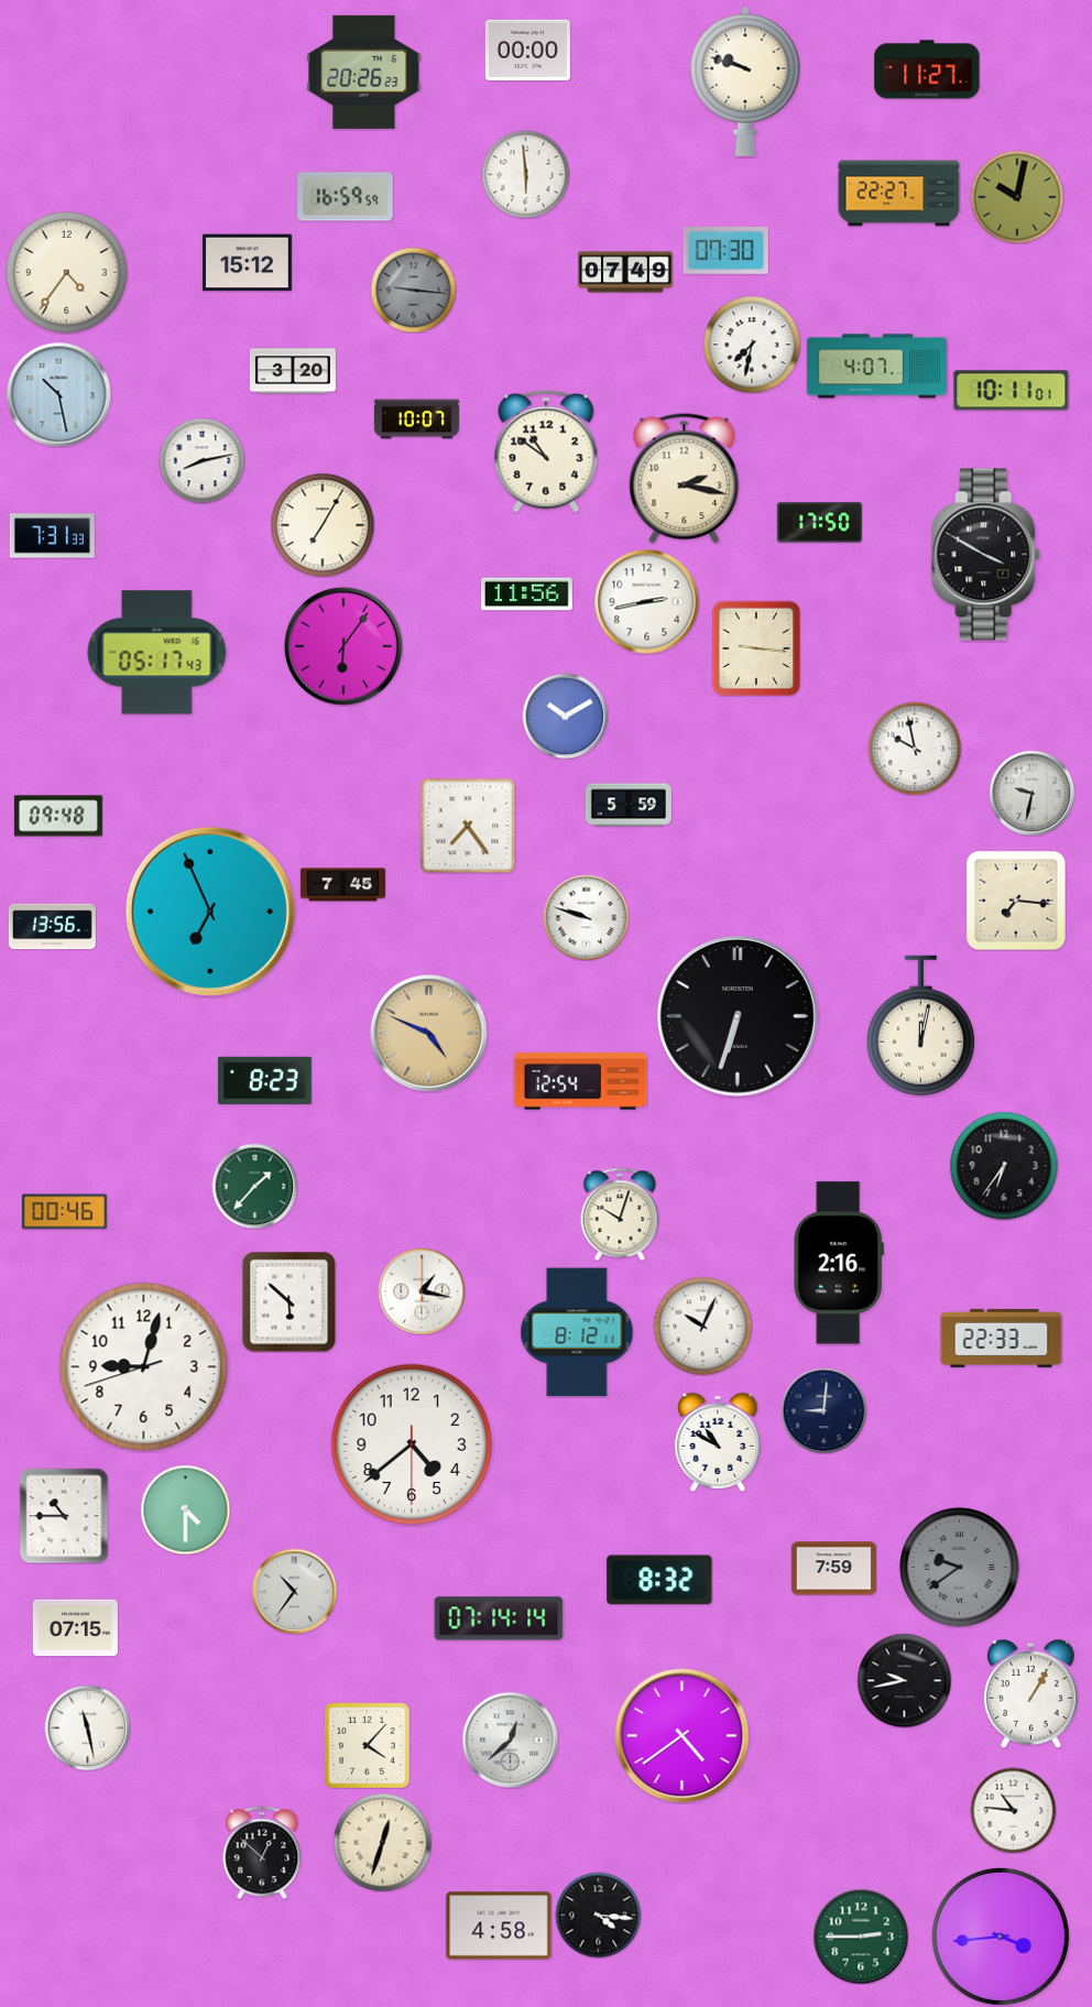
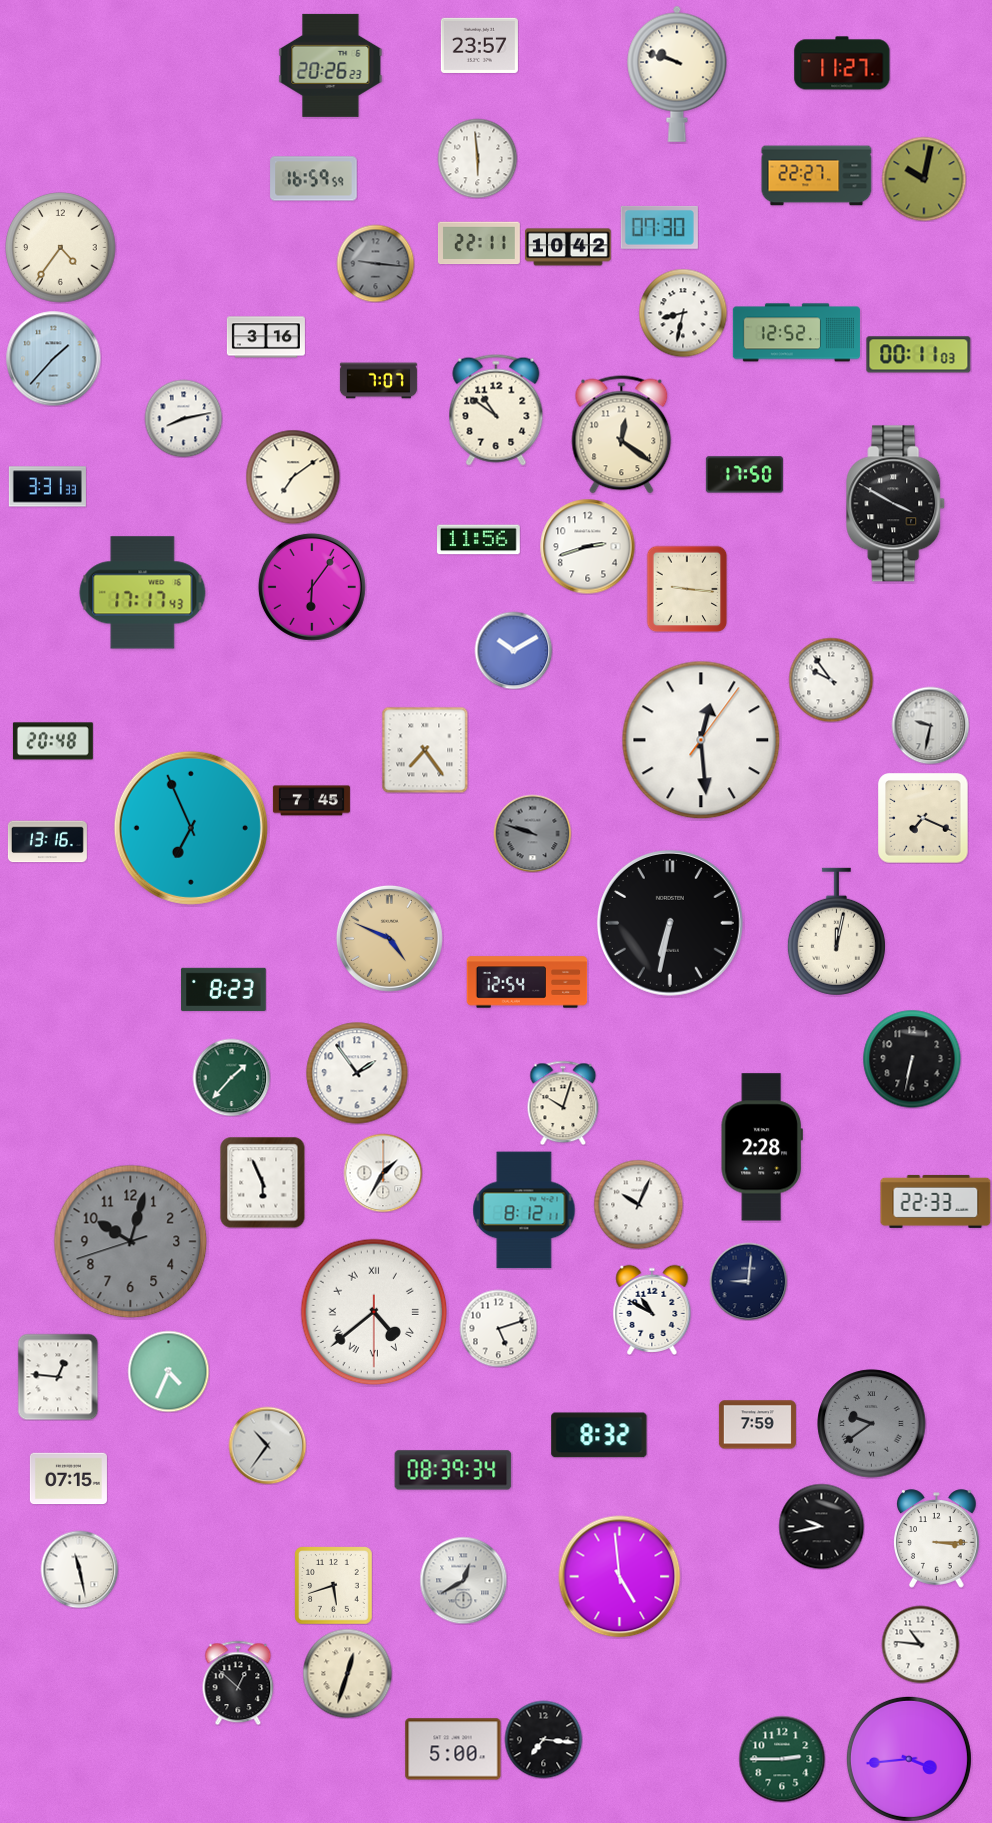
clock at (527, 50): 00:00 -> 23:57
clock at (247, 263): 15:12 -> none
clock at (479, 243): none -> 22:11
clock at (625, 272): 07:49 -> 10:42
clock at (752, 345): 7:32 -> 8:32
clock at (876, 367): 4:07 -> 12:52
clock at (293, 371): 3:20 -> 3:16
clock at (1012, 391): 10:11 -> 00:11
clock at (58, 394): 10:28 -> 1:37
clock at (416, 419): 10:07 -> 7:07
clock at (685, 479): 2:17 -> 12:21
clock at (323, 525): 7:05 -> 7:09
clock at (52, 536): 7:31 -> 3:31
clock at (646, 601): 2:43 -> 2:42
clock at (157, 653): 05:17 -> 17:17
clock at (915, 749): 9:58 -> 9:54
clock at (1031, 793) position: (1031, 793) -> (930, 725)
clock at (629, 805): 5:59 -> none
clock at (701, 740): none -> 12:29
clock at (58, 816): 09:48 -> 20:48
clock at (342, 885) position: (342, 885) -> (311, 801)
clock at (1016, 901): 7:16 -> 7:19
clock at (586, 917) dial: white -> grey
clock at (52, 927): 13:56 -> 13:16
clock at (738, 1016): 6:33 -> 6:32
clock at (265, 1080) position: (265, 1080) -> (224, 989)
clock at (1004, 1166): 6:36 -> 6:32
clock at (357, 1073): none -> 1:54
clock at (64, 1212): 00:46 -> none
clock at (839, 1263): 2:16 -> 2:28
clock at (422, 1291): 1:17 -> 1:35
clock at (290, 1301): 5:52 -> 5:56
clock at (1002, 1338) position: (1002, 1338) -> (936, 1201)
clock at (144, 1367): 9:02 -> 10:02
clock at (144, 1367) dial: white -> grey
clock at (412, 1444) numerals: Arabic -> Roman
clock at (498, 1328): none -> 5:12
clock at (185, 1509): 4:30 -> 4:34
clock at (64, 1516): 10:45 -> 12:46
clock at (499, 1618): 07:14 -> 08:39
clock at (1031, 1694): 1:05 -> 3:15
clock at (682, 1736): 4:39 -> 4:59
clock at (510, 1739): 12:38 -> 12:40
clock at (368, 1746): 4:07 -> 5:42
clock at (598, 1915): 4:16 -> 7:16
clock at (499, 1926): 4:58 -> 5:00
